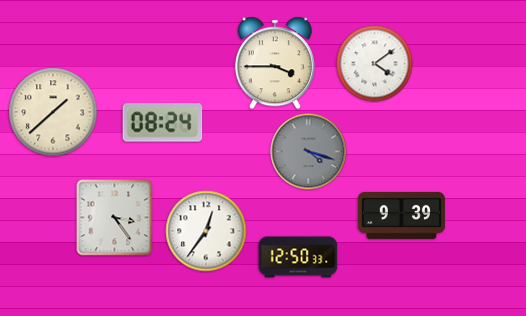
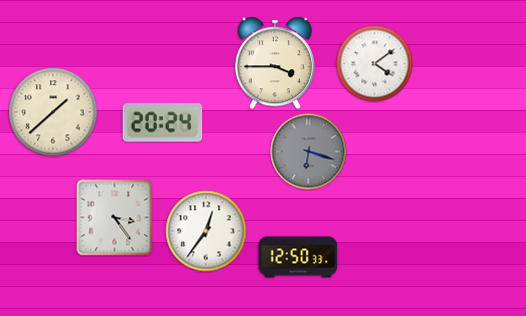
clock at (163, 123): 08:24 -> 20:24
clock at (309, 152): 4:18 -> 6:18
clock at (401, 215): 9:39 -> none
